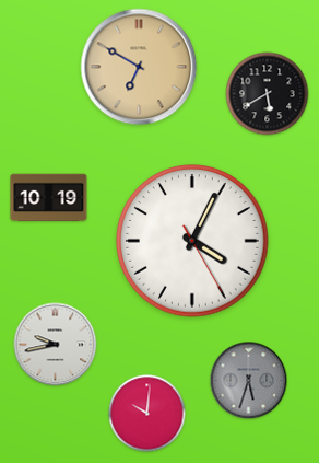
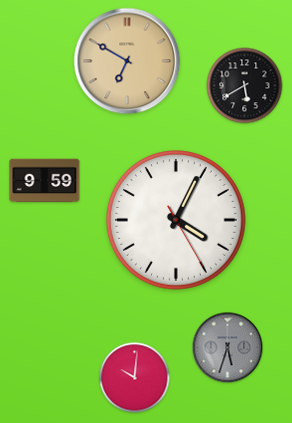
clock at (49, 198): 10:19 -> 9:59
clock at (56, 345): 9:43 -> none
